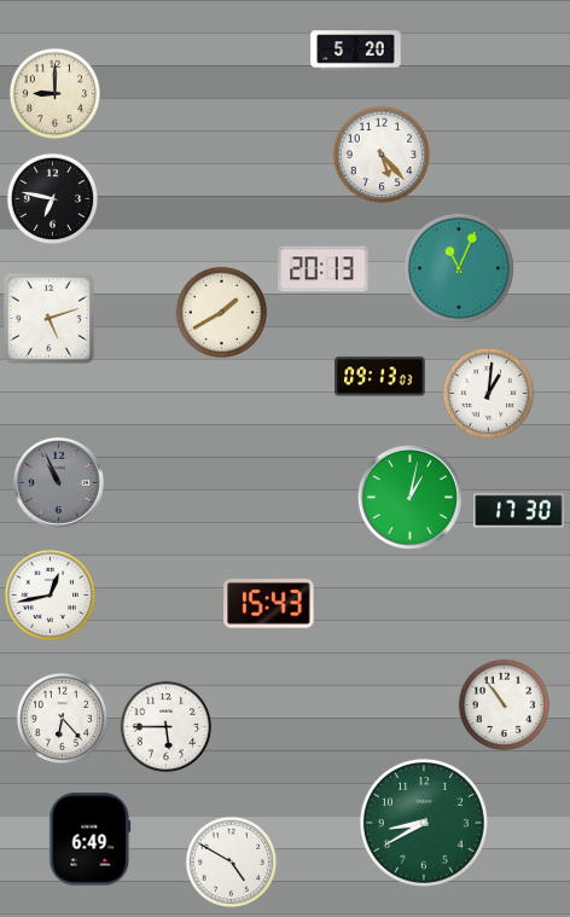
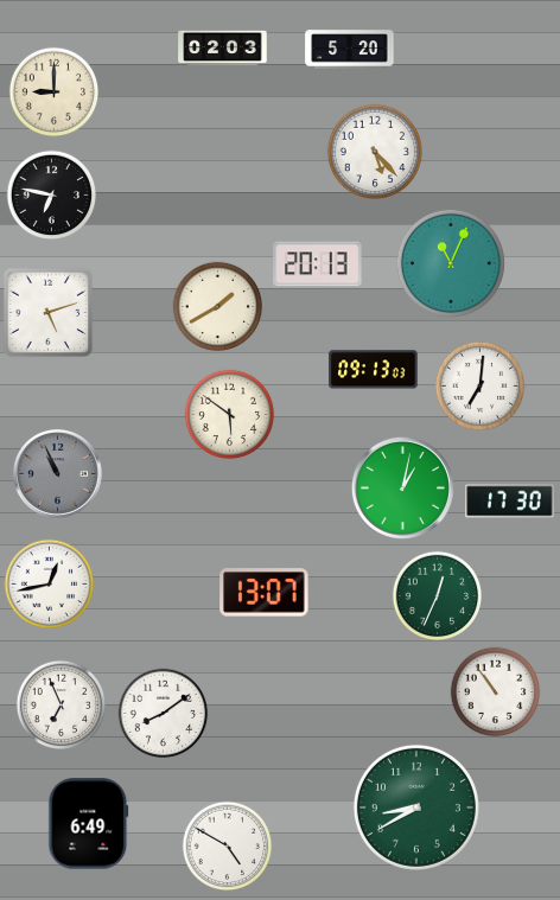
clock at (223, 49): none -> 02:03
clock at (489, 394): 1:01 -> 7:01
clock at (230, 415): none -> 5:51
clock at (269, 604): 15:43 -> 13:07
clock at (438, 596): none -> 12:34
clock at (63, 719): 6:23 -> 6:56
clock at (167, 727): 5:45 -> 8:09
